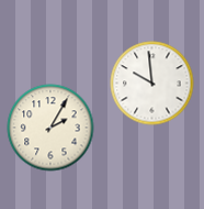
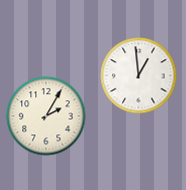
clock at (152, 84): 9:59 -> 12:59
